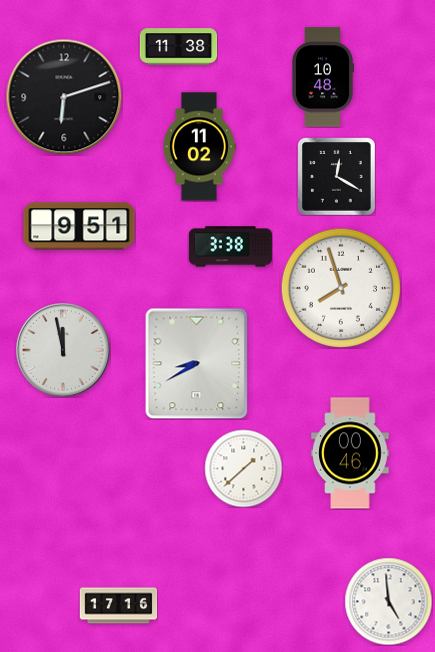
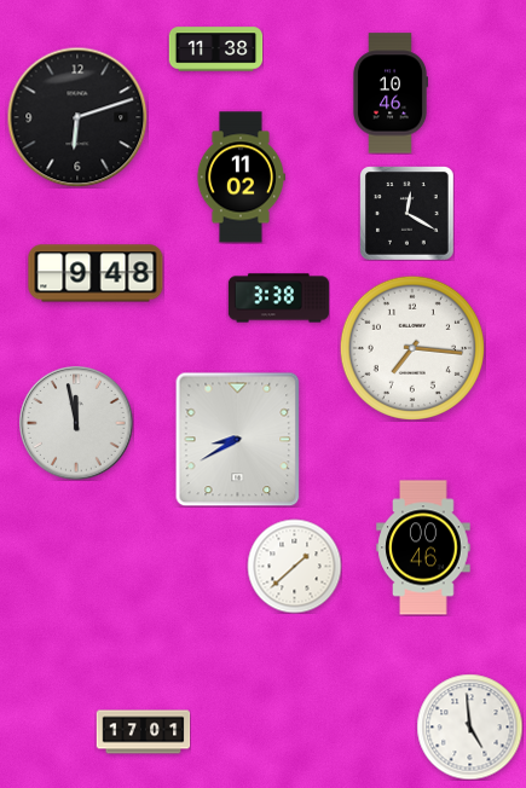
clock at (178, 47) position: (178, 47) -> (215, 50)
clock at (322, 77): 10:48 -> 10:46
clock at (79, 226): 9:51 -> 9:48
clock at (341, 288): 7:57 -> 7:16
clock at (118, 606): 17:16 -> 17:01
